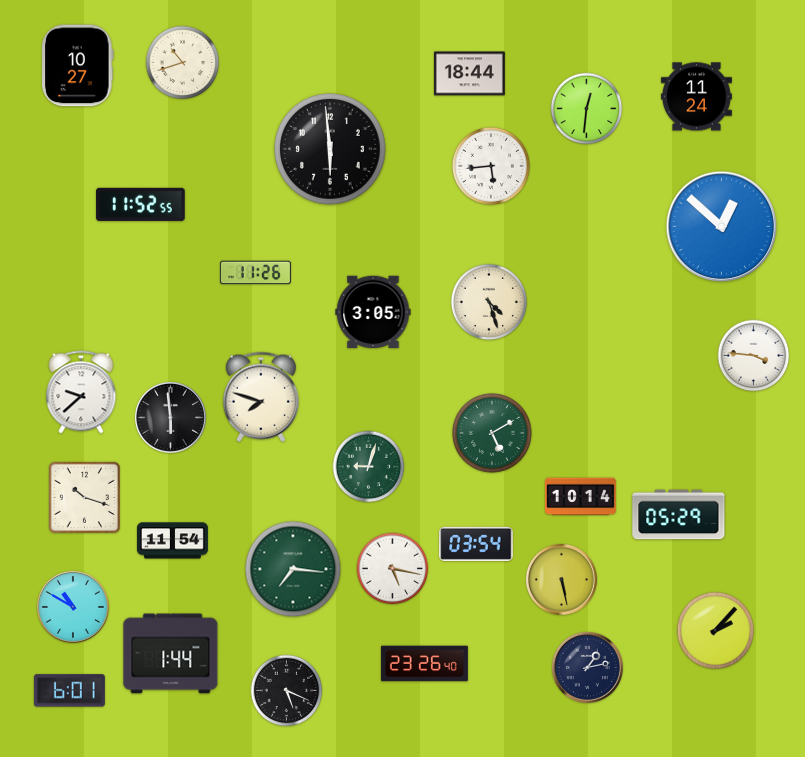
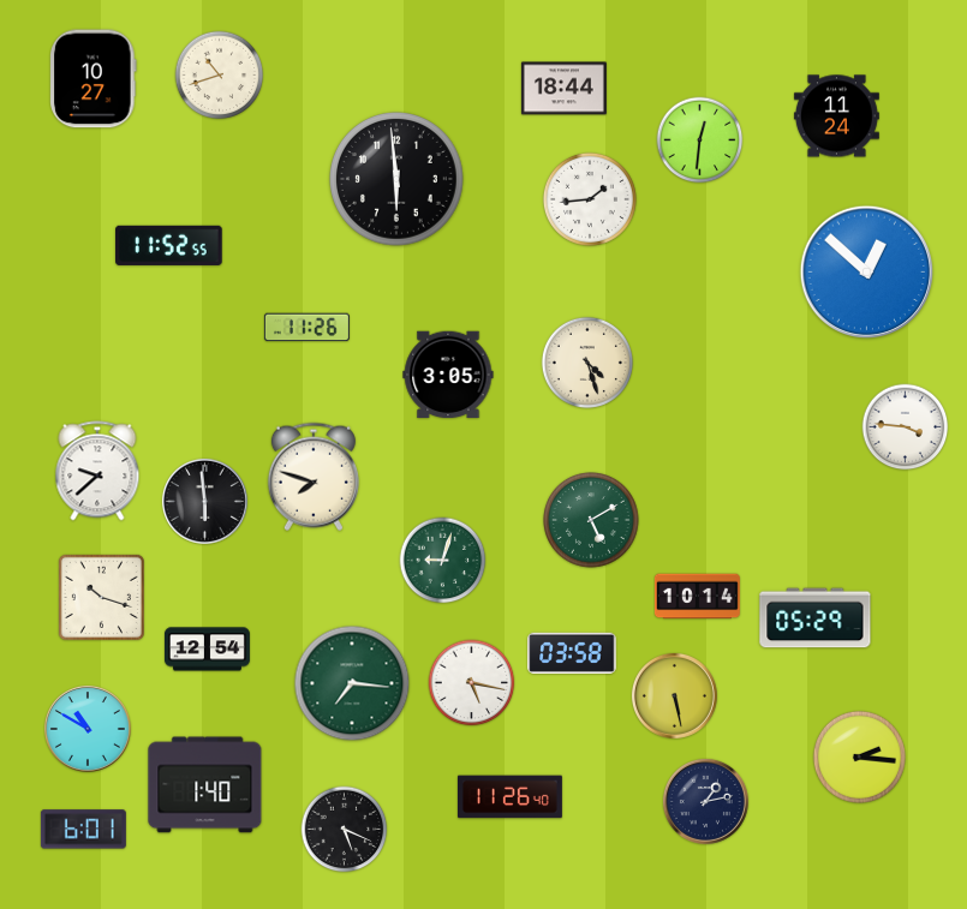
clock at (587, 109) position: (587, 109) -> (700, 140)
clock at (491, 166): 5:44 -> 1:44
clock at (172, 541): 11:54 -> 12:54
clock at (476, 544): 03:54 -> 03:58
clock at (715, 630): 2:07 -> 2:16
clock at (171, 654): 1:44 -> 1:40
clock at (424, 664): 23:26 -> 11:26
